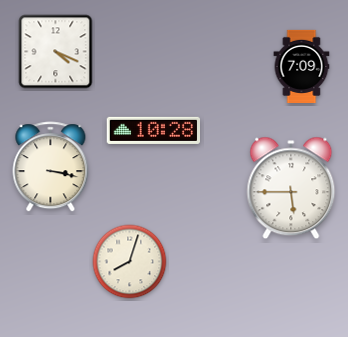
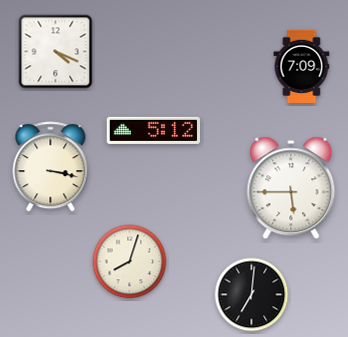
clock at (153, 130): 10:28 -> 5:12
clock at (252, 295): none -> 7:01
